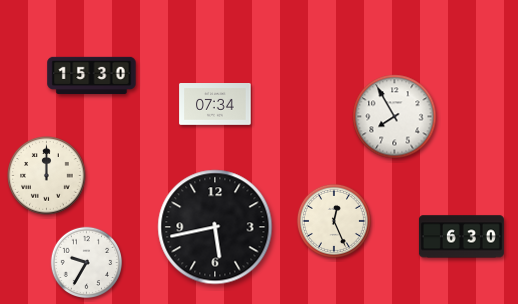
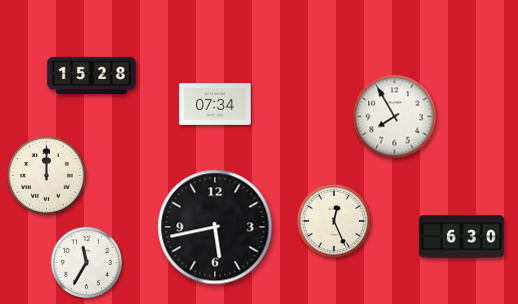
clock at (92, 76): 15:30 -> 15:28
clock at (87, 263): 9:35 -> 11:35
